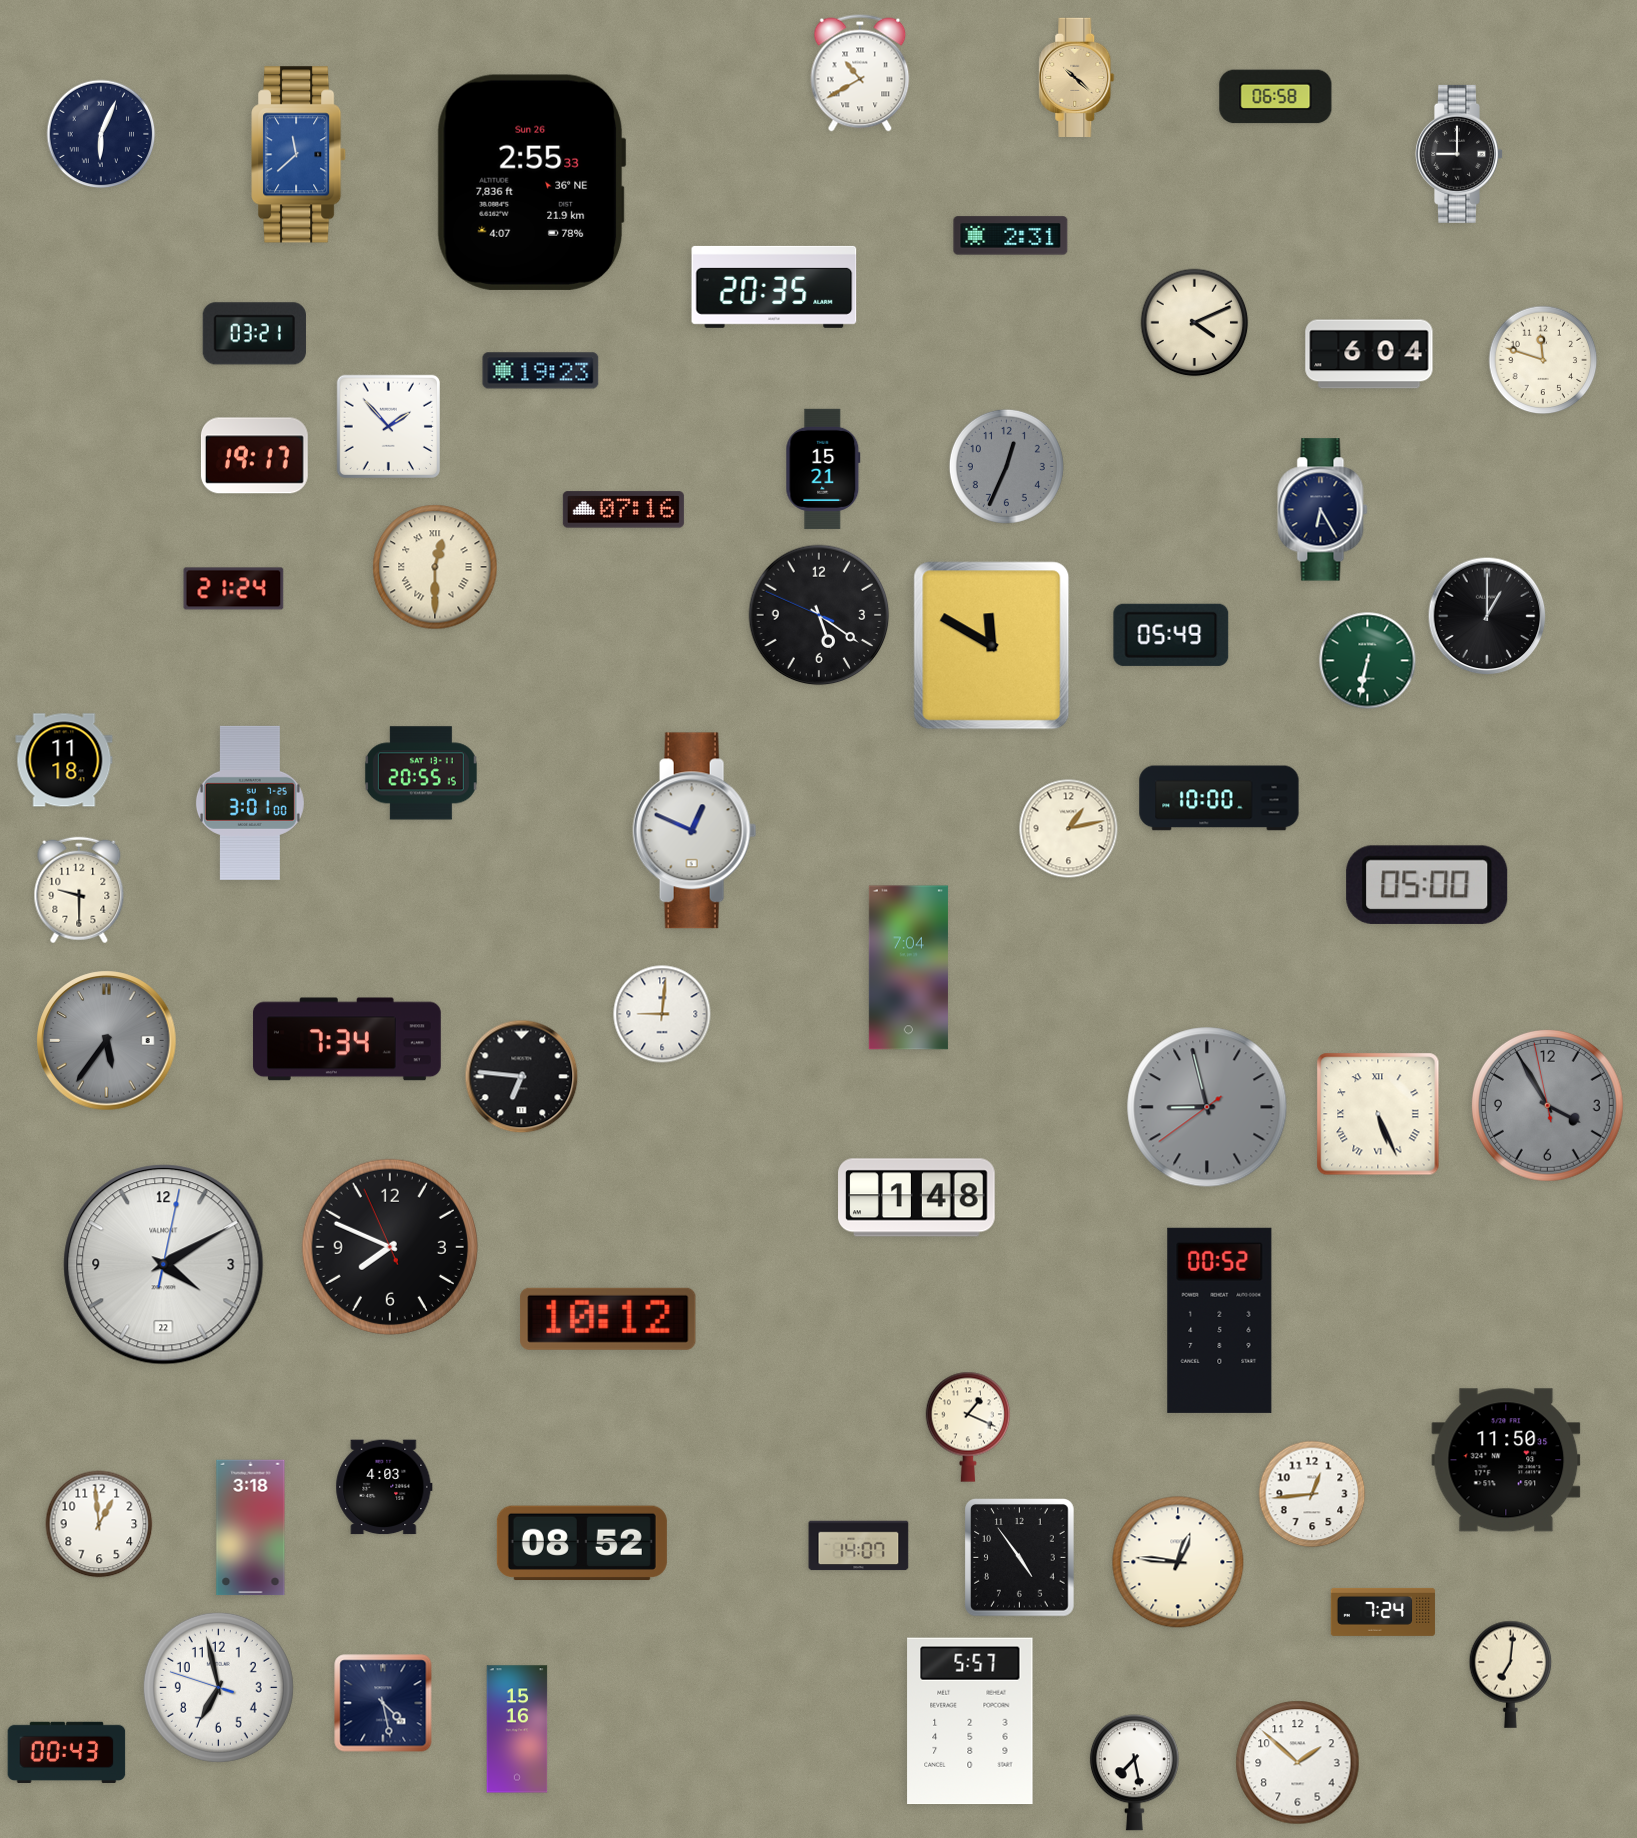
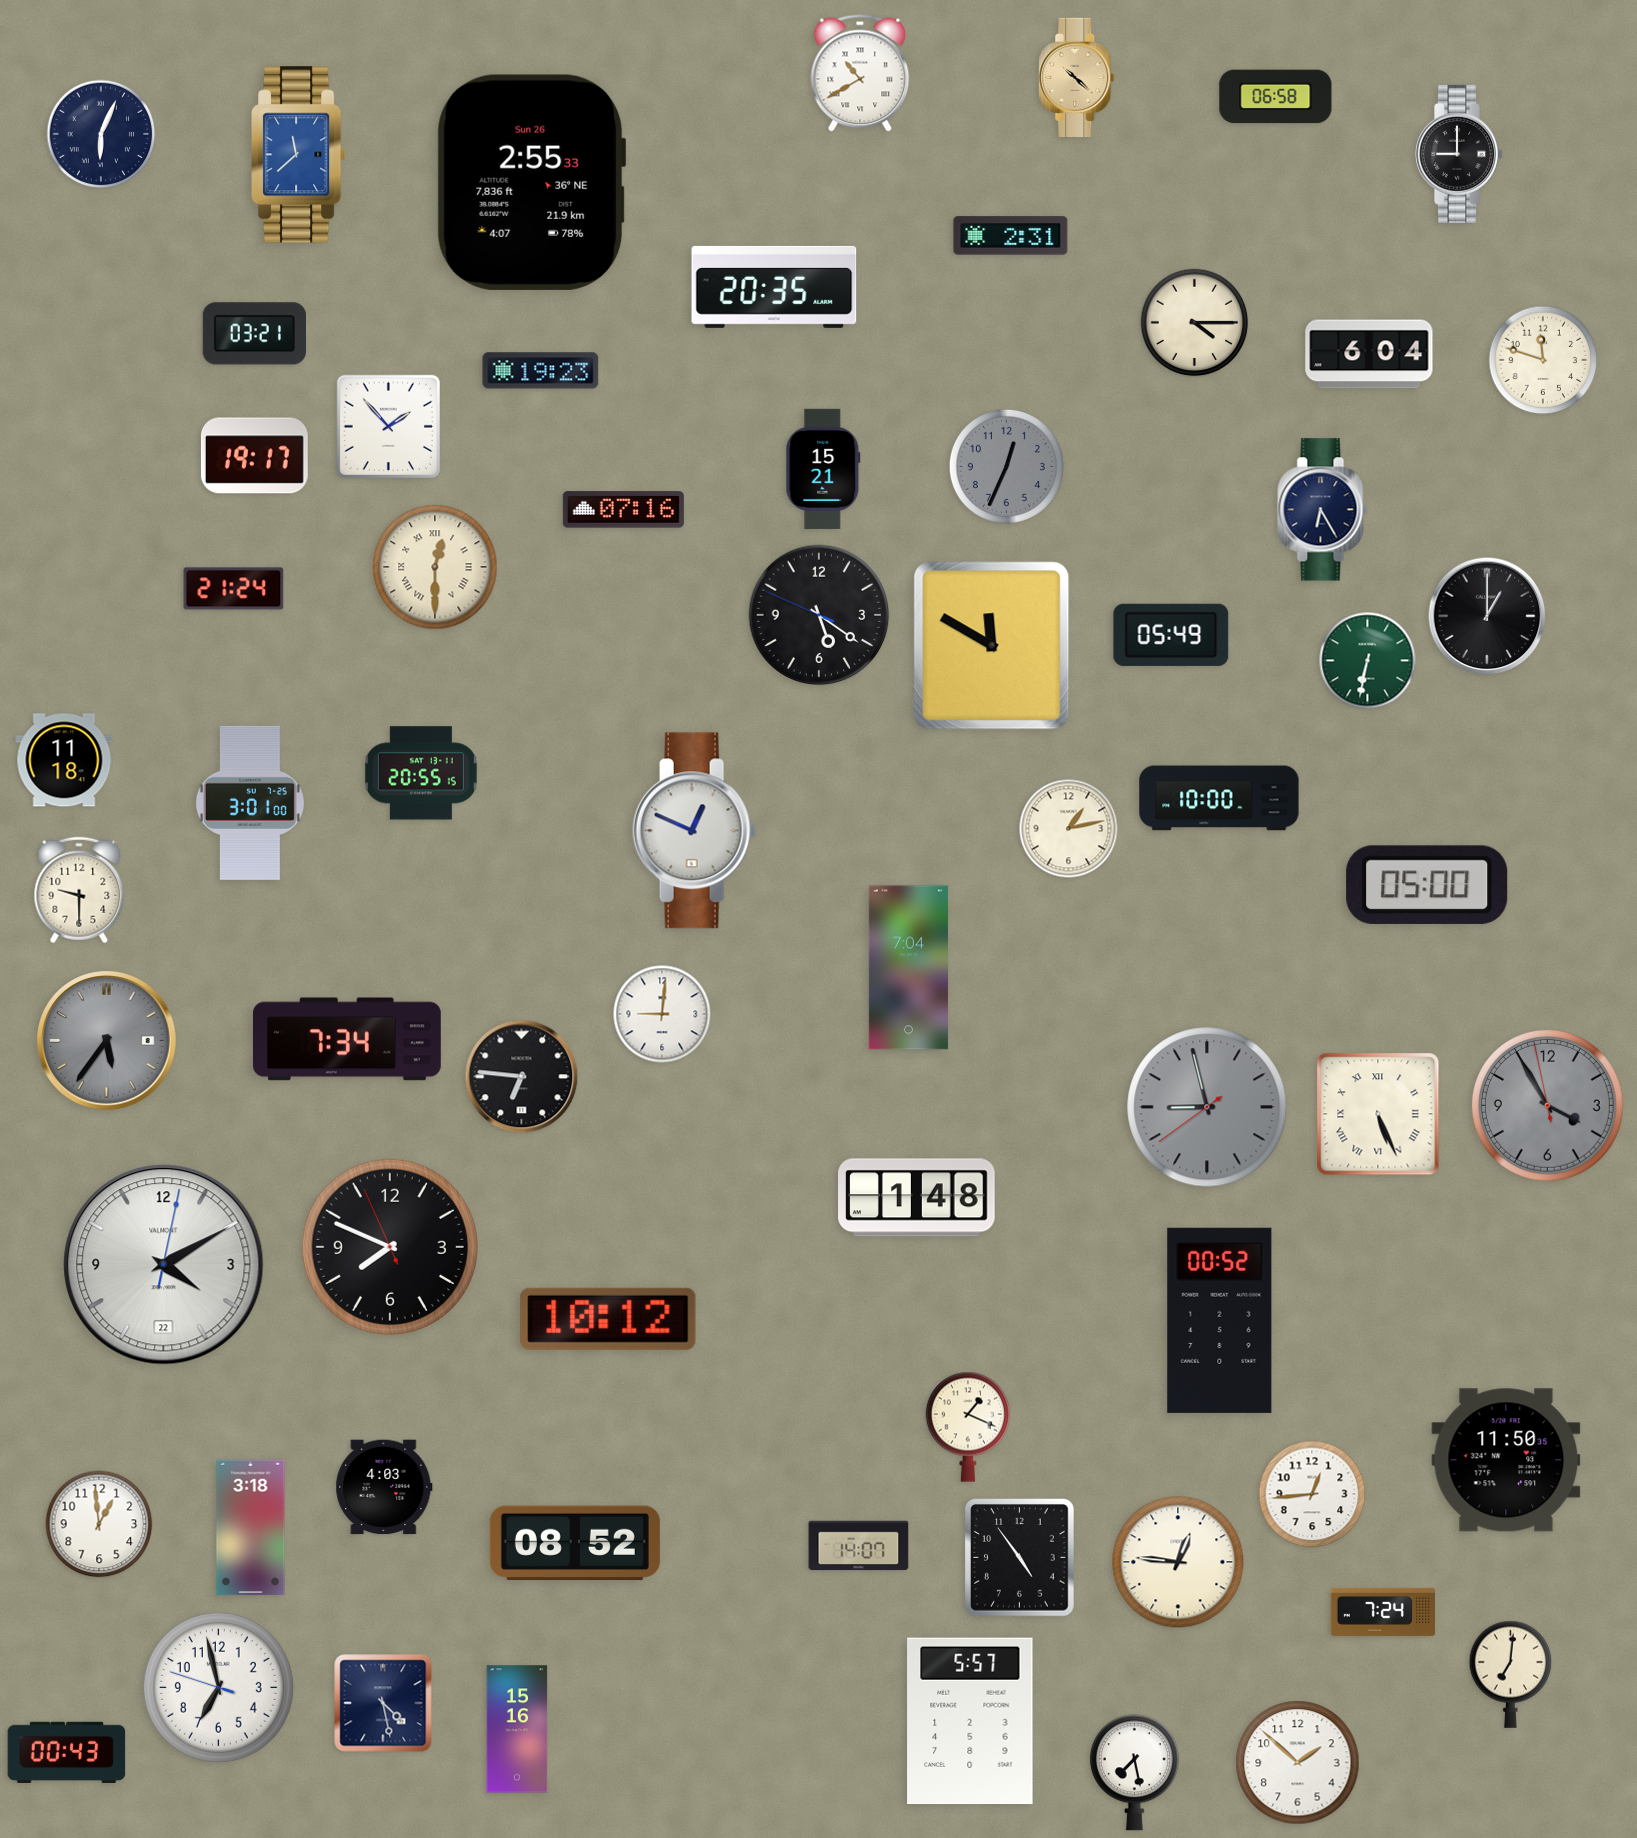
clock at (1195, 323): 4:11 -> 4:15
clock at (582, 1543) position: (582, 1543) -> (575, 1543)
